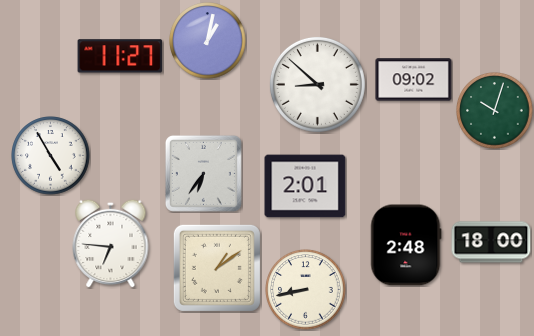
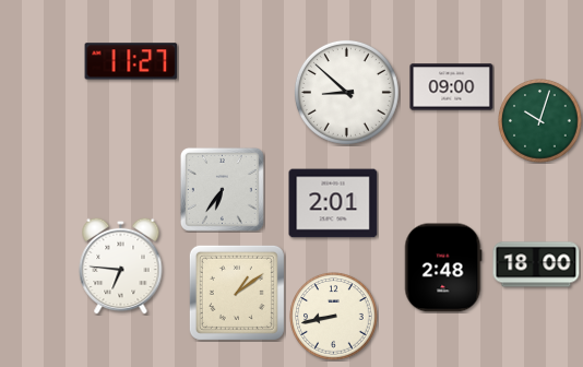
clock at (208, 41): 1:02 -> none
clock at (414, 80): 09:02 -> 09:00
clock at (51, 156): 4:55 -> none
